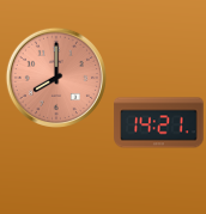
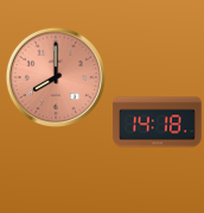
clock at (159, 123): 14:21 -> 14:18
